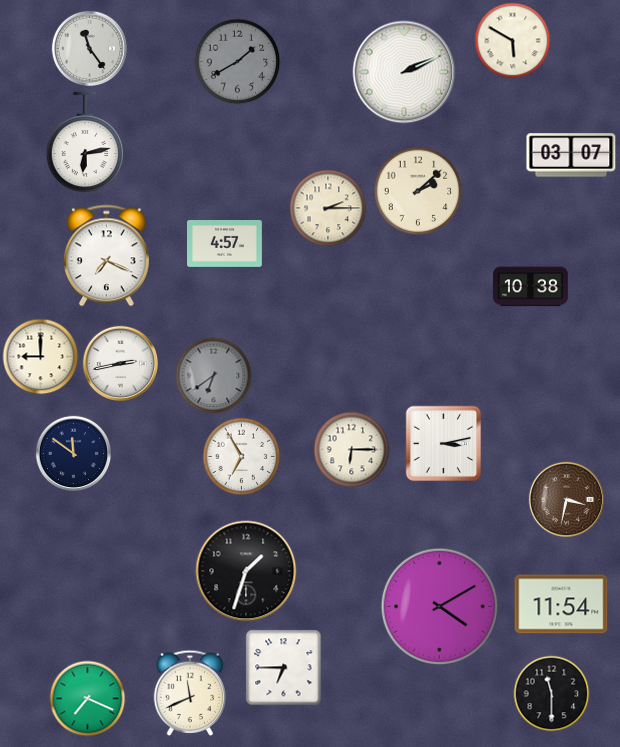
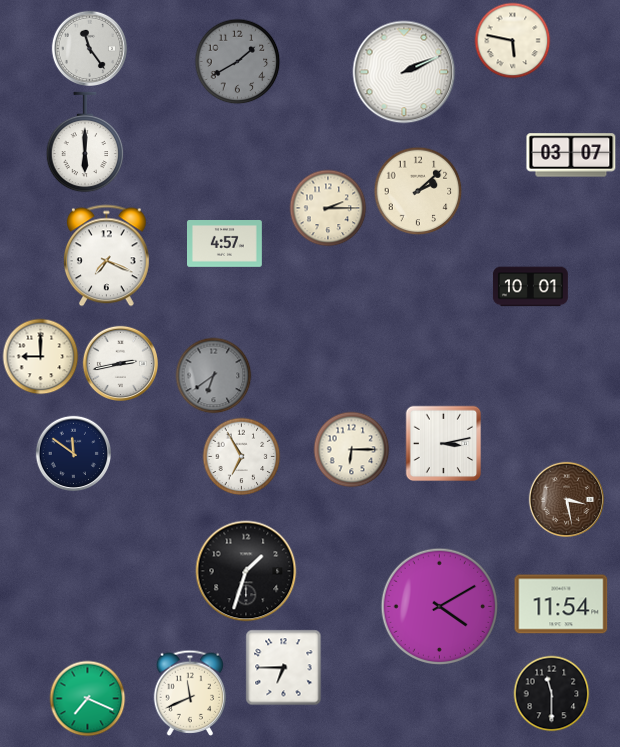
clock at (513, 41): 5:50 -> 5:47
clock at (85, 142): 6:13 -> 6:00
clock at (531, 287): 10:38 -> 10:01
clock at (566, 499): 3:32 -> 3:28
